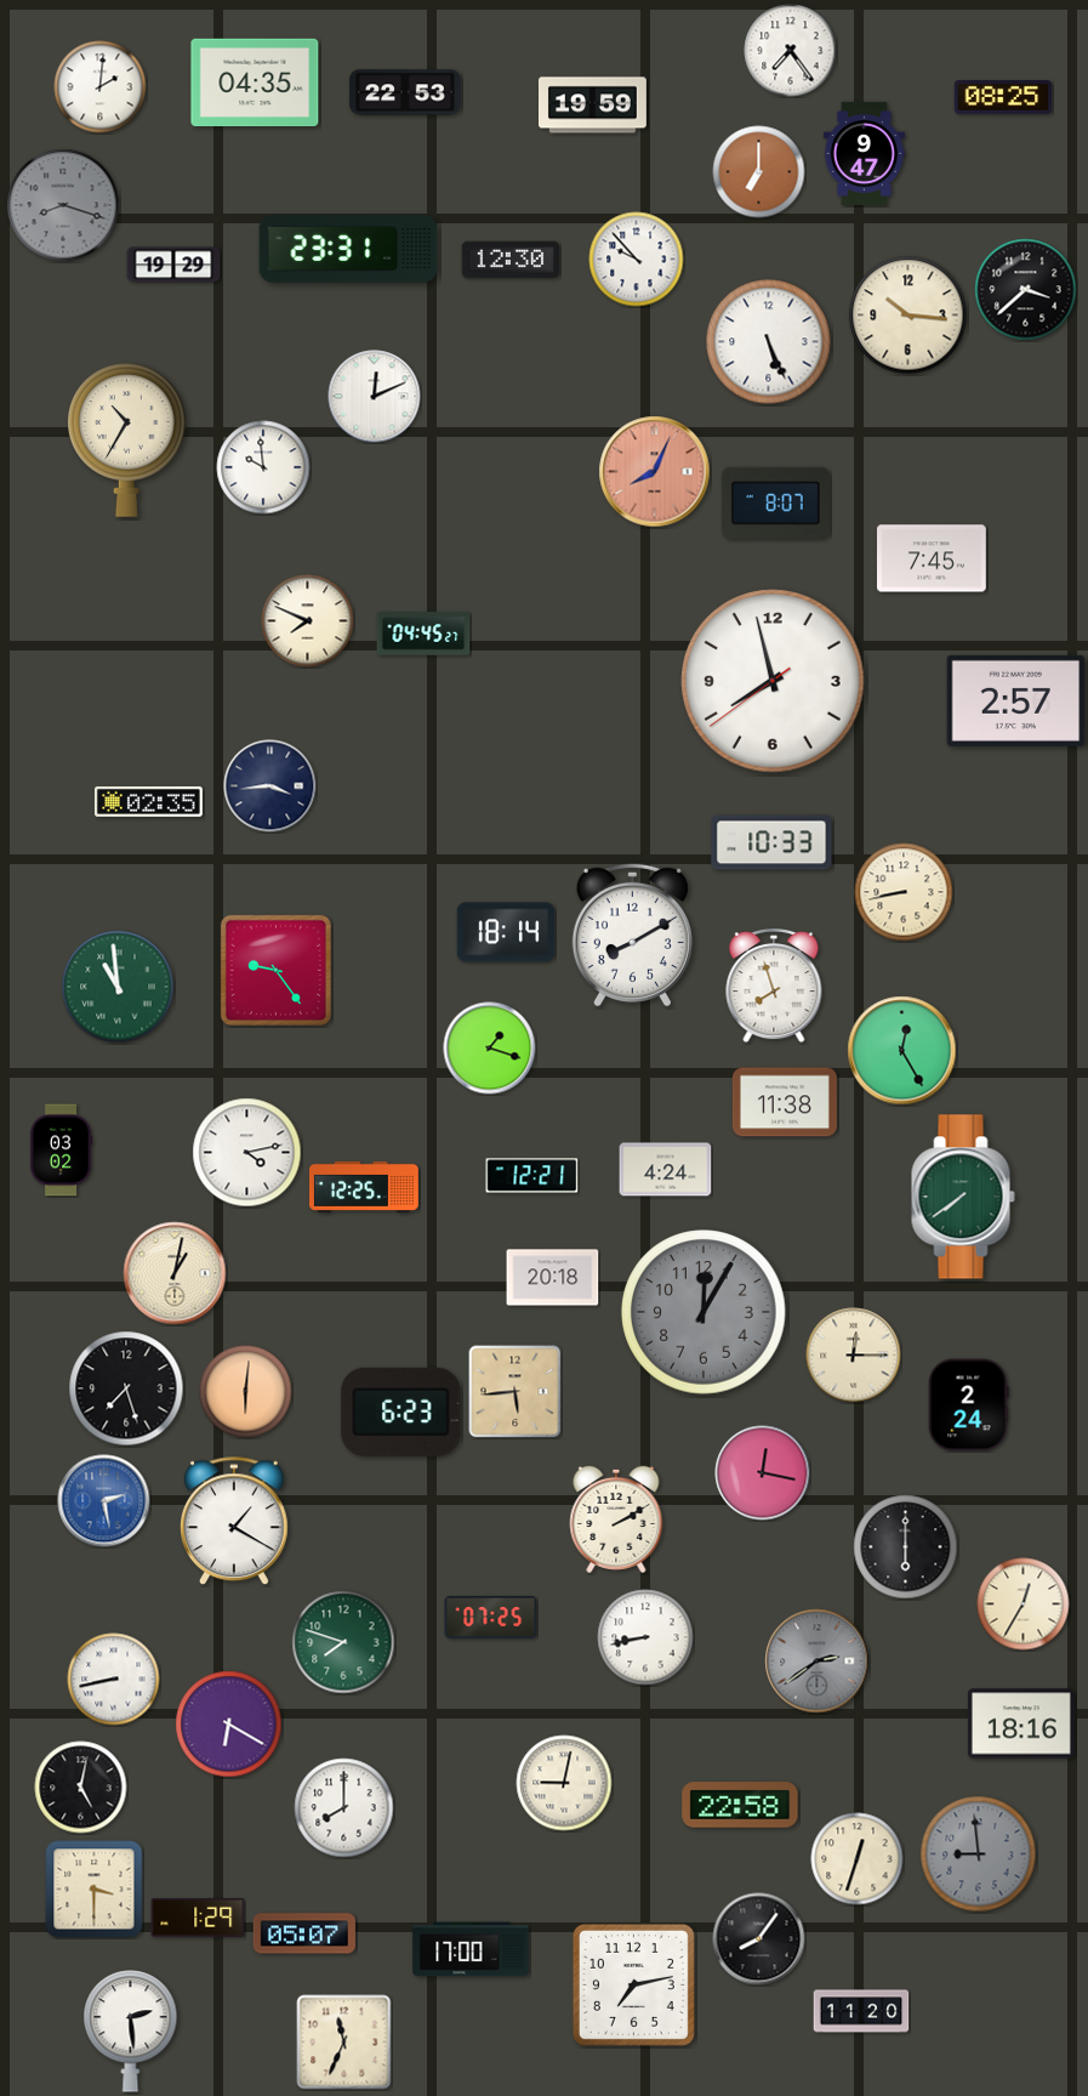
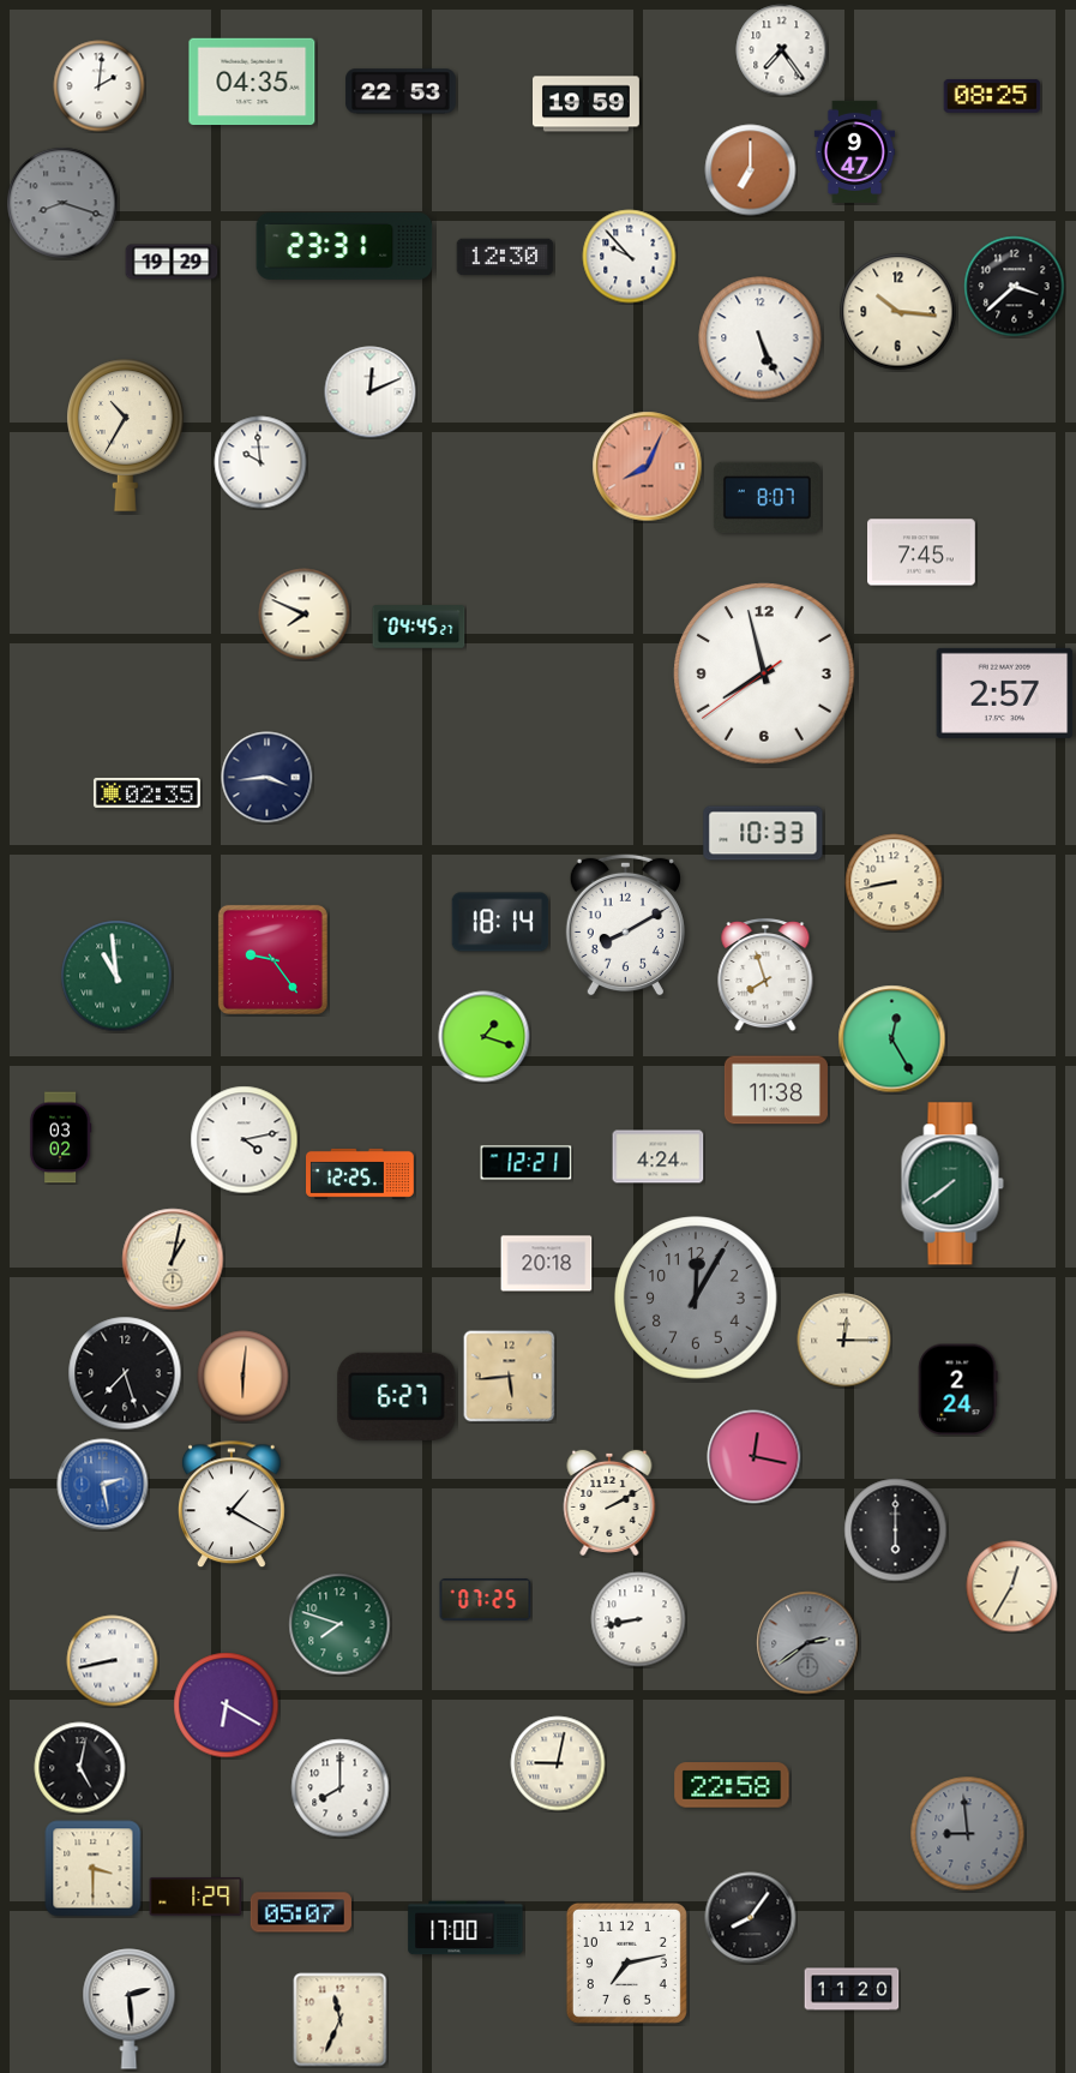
clock at (401, 1411): 6:23 -> 6:27
clock at (1021, 1723): 18:16 -> none
clock at (858, 1859): 12:33 -> none
